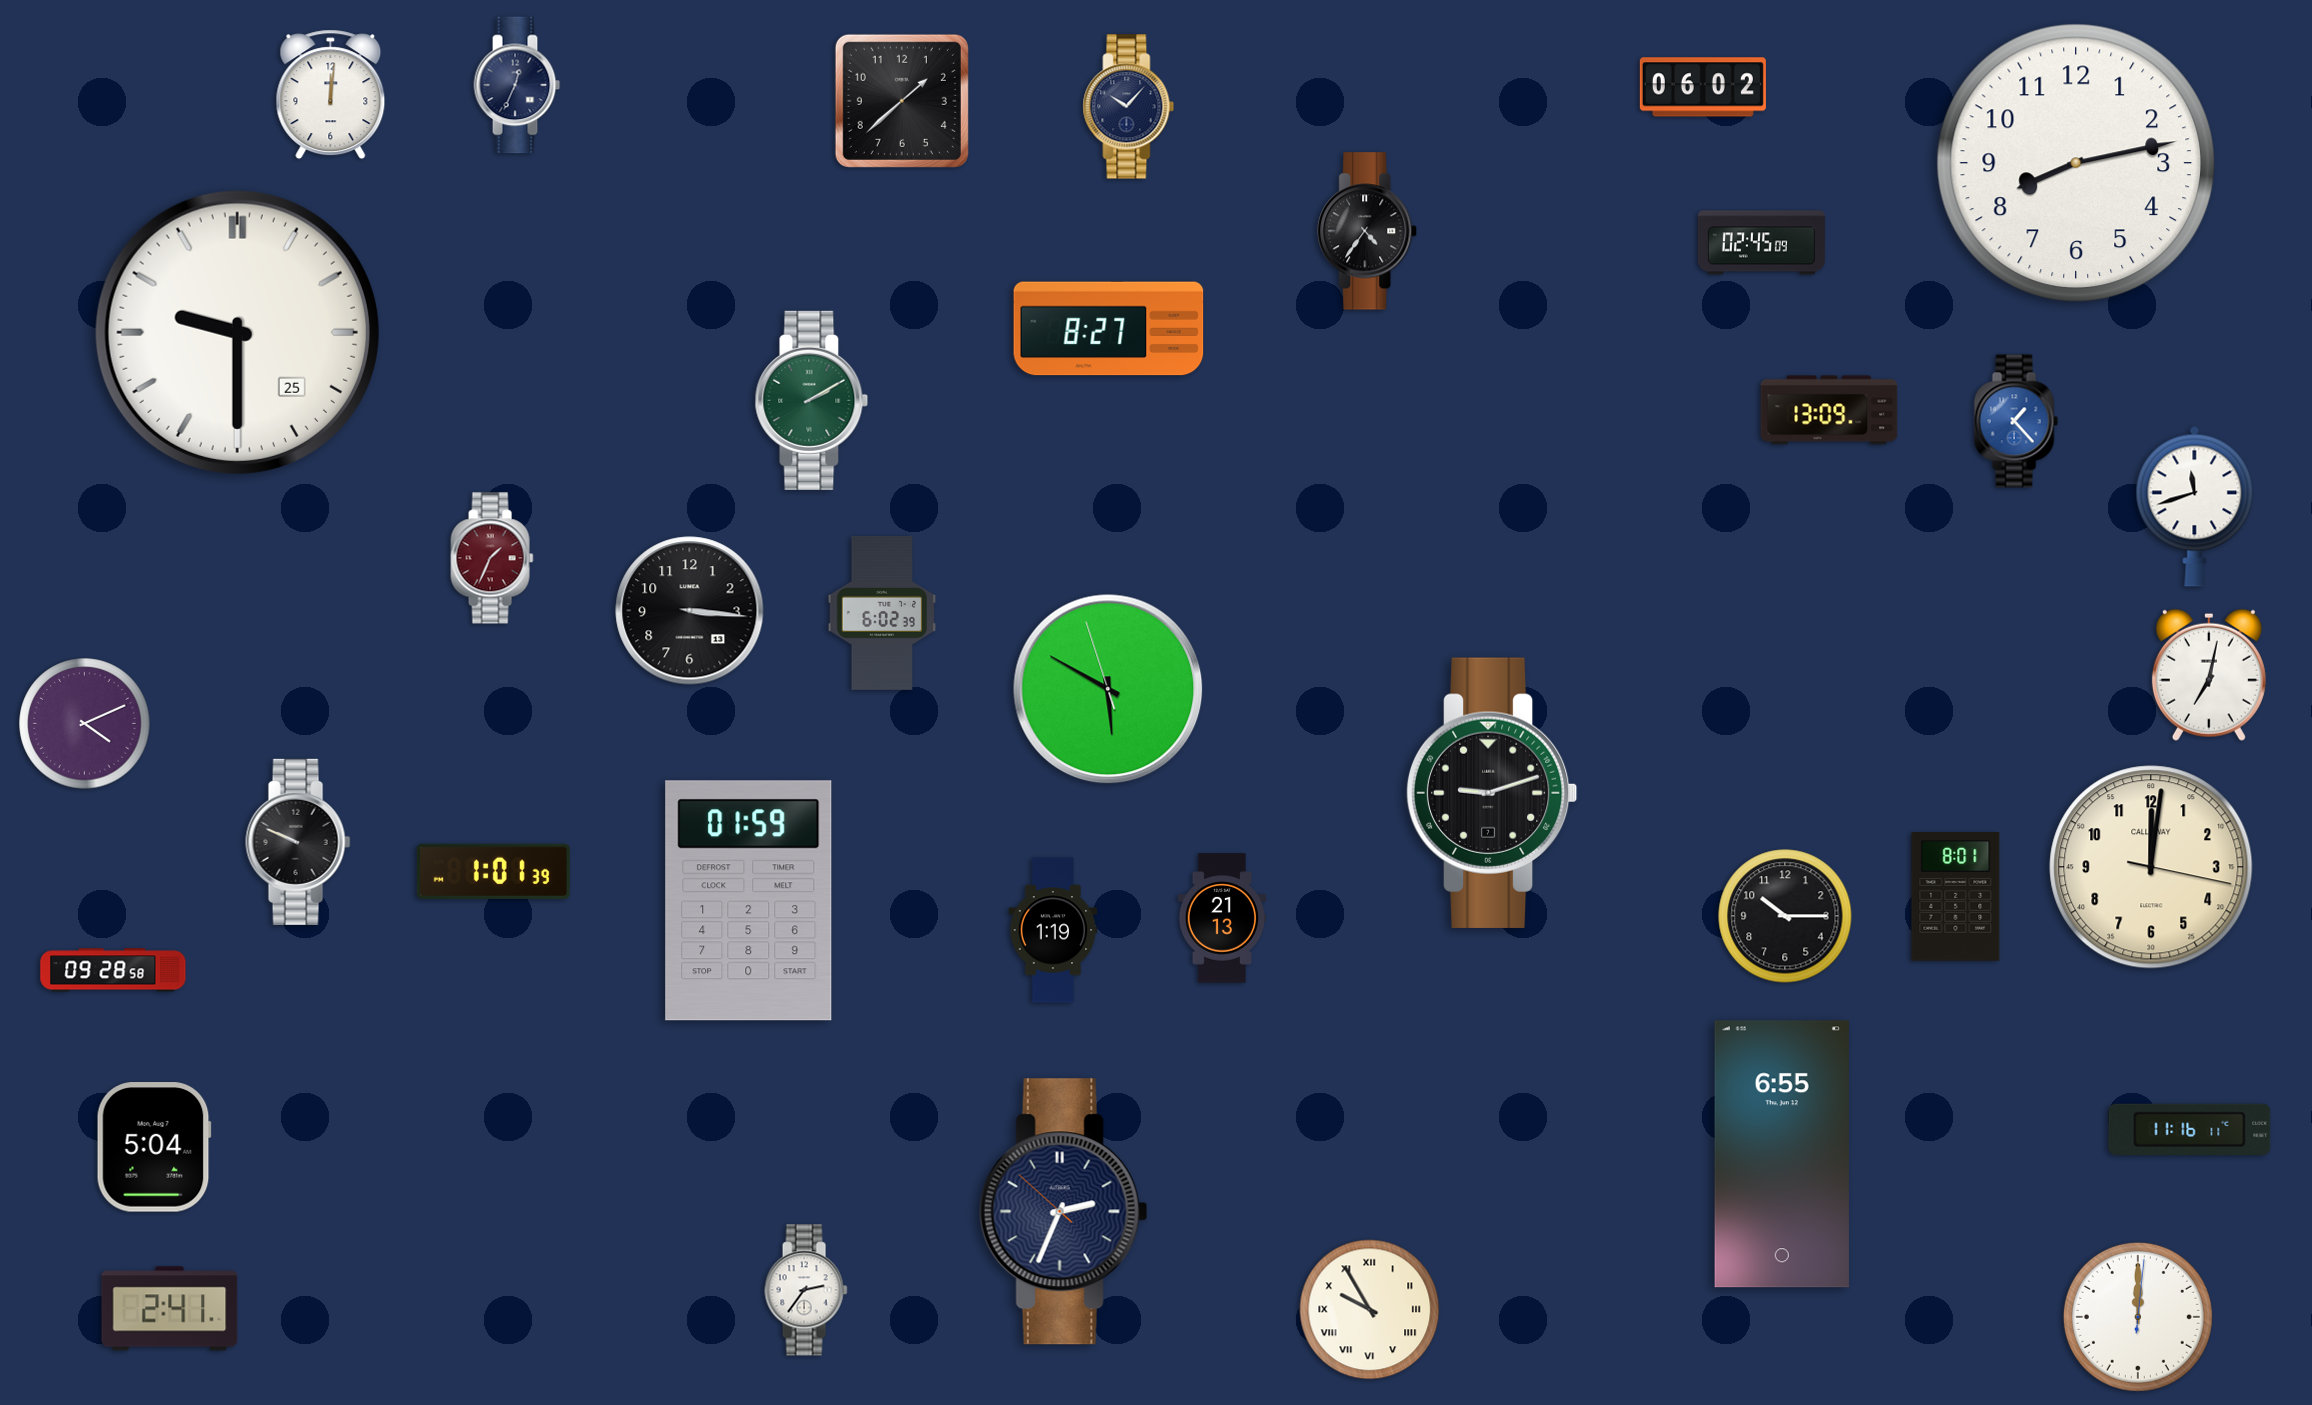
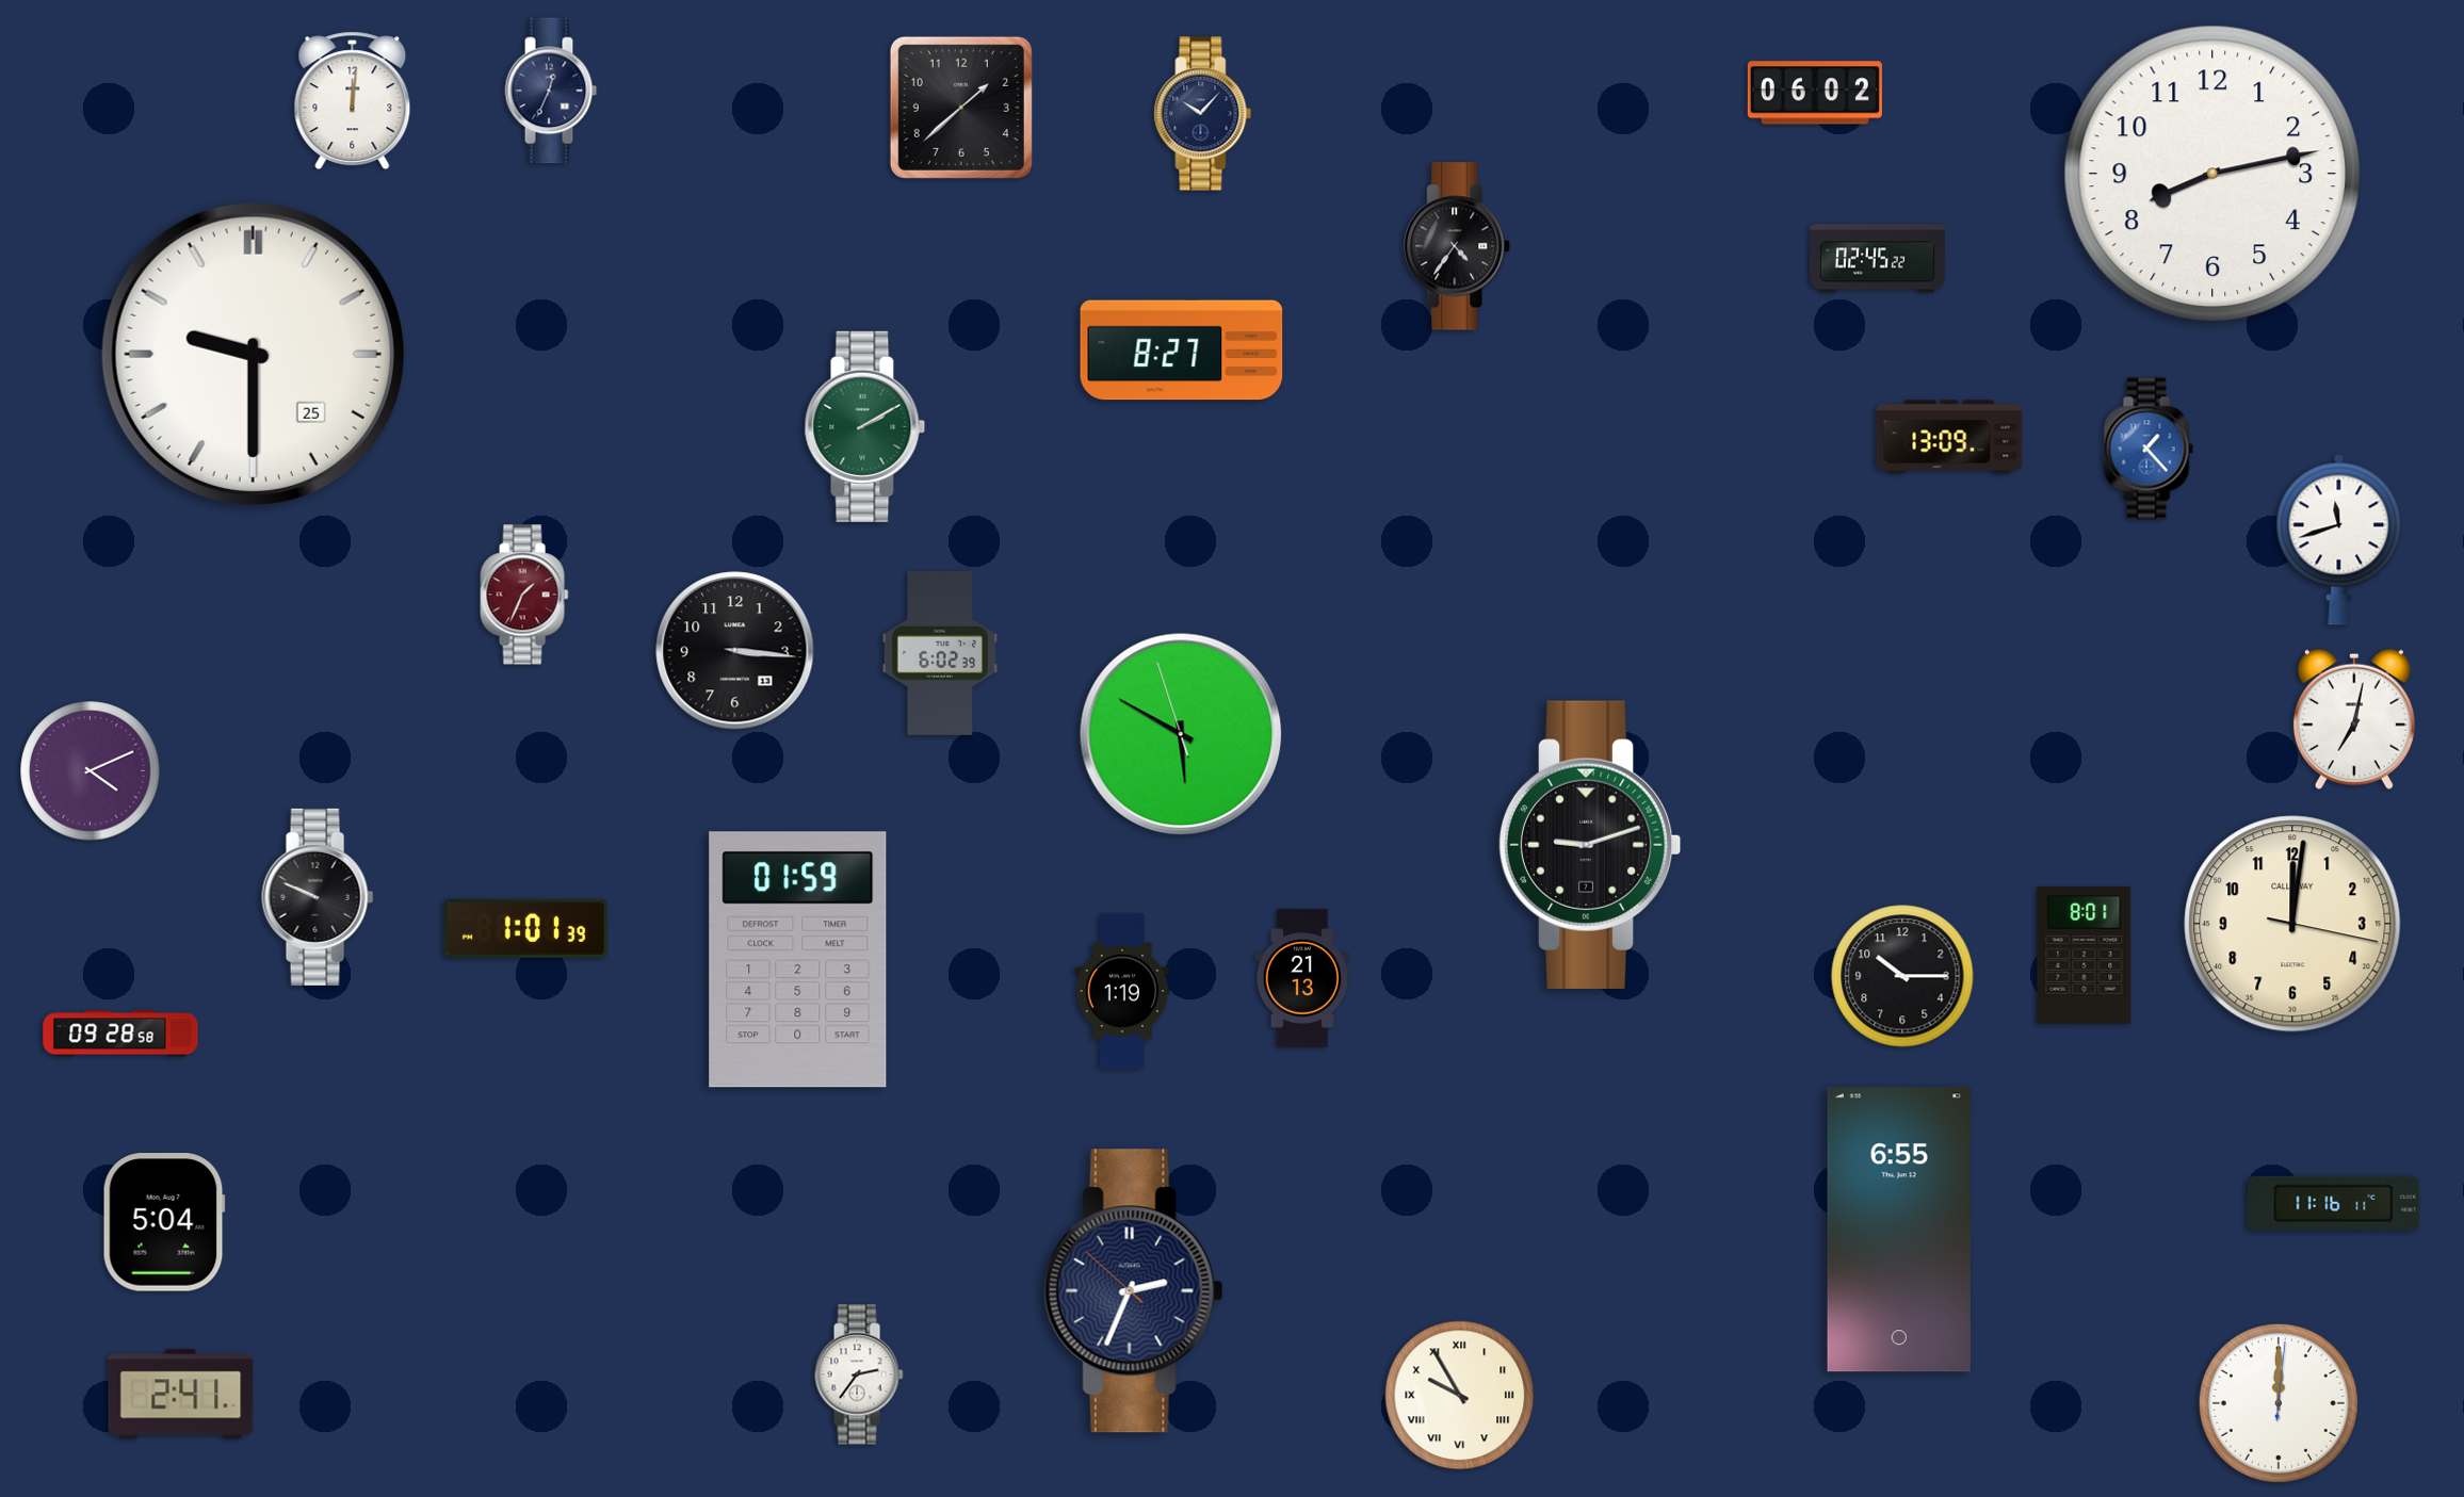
clock at (1761, 243): 02:45:09 -> 02:45:22
